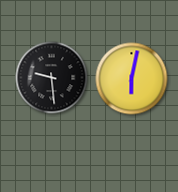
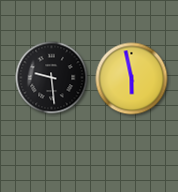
clock at (132, 79): 6:02 -> 5:58
